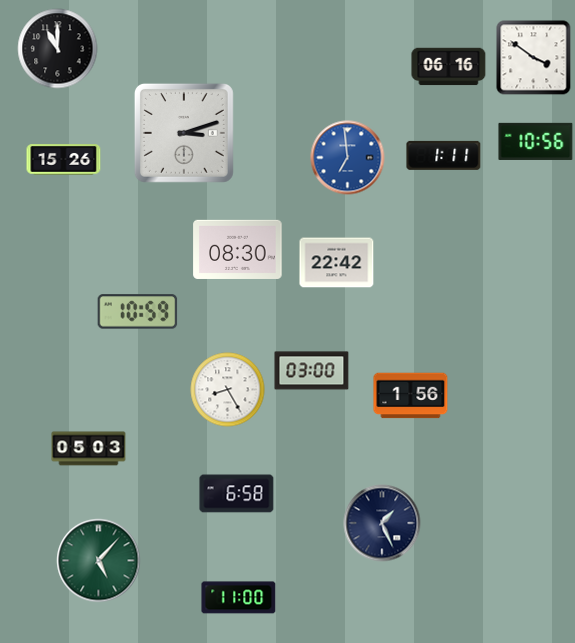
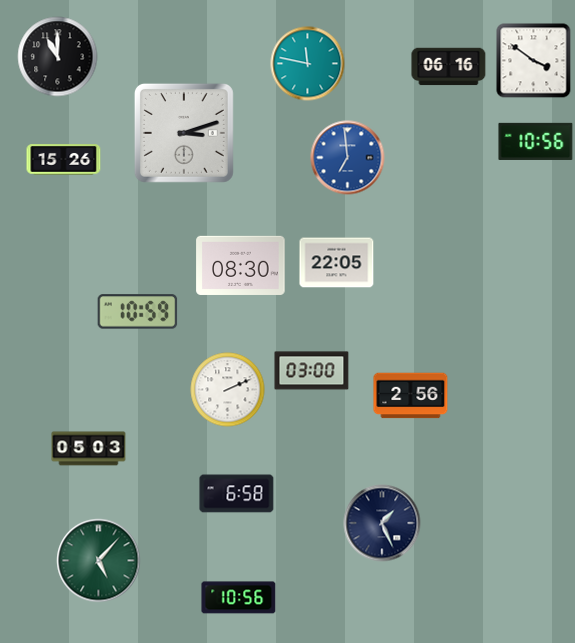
clock at (58, 49) position: (58, 49) -> (58, 57)
clock at (534, 58) position: (534, 58) -> (534, 61)
clock at (308, 64): none -> 11:47
clock at (444, 155): 1:11 -> none
clock at (238, 249) position: (238, 249) -> (241, 265)
clock at (337, 263): 22:42 -> 22:05
clock at (228, 390): 8:25 -> 2:11
clock at (411, 396): 1:56 -> 2:56
clock at (239, 598): 11:00 -> 10:56
